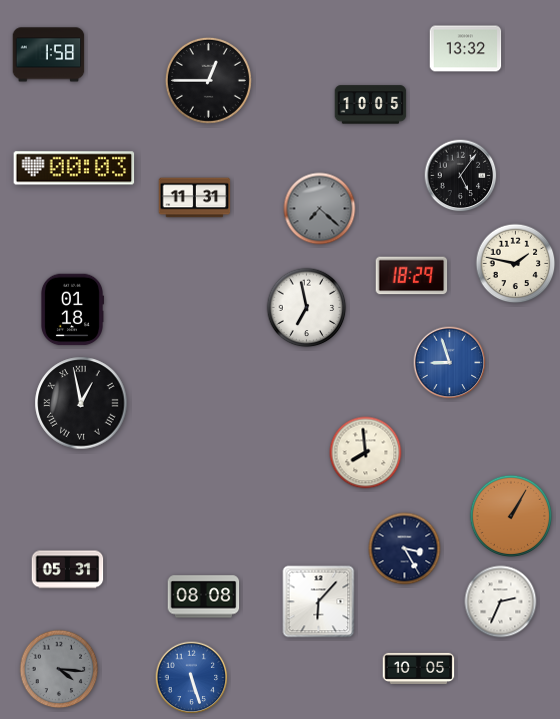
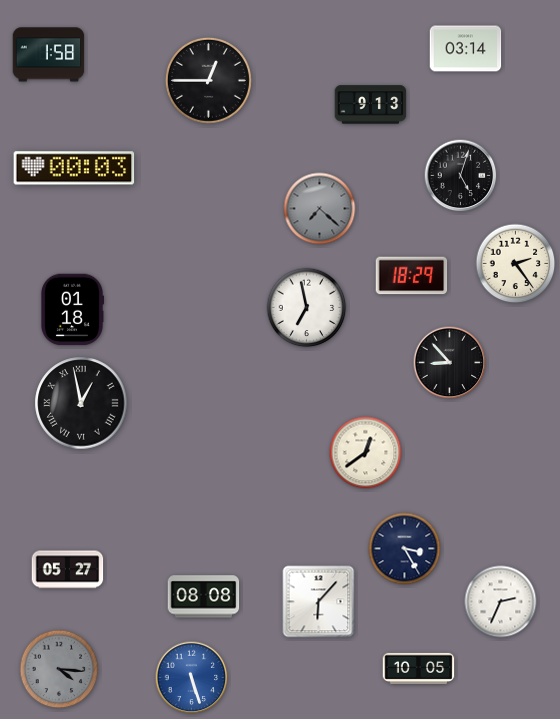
clock at (466, 49): 13:32 -> 03:14
clock at (371, 105): 10:05 -> 9:13
clock at (461, 176): 5:06 -> 5:03
clock at (195, 198): 11:31 -> none
clock at (516, 264): 1:47 -> 2:24
clock at (450, 363): 8:57 -> 8:53
clock at (450, 363) dial: blue -> black
clock at (366, 453): 7:59 -> 12:39
clock at (511, 516): 1:05 -> none
clock at (68, 570): 05:31 -> 05:27
